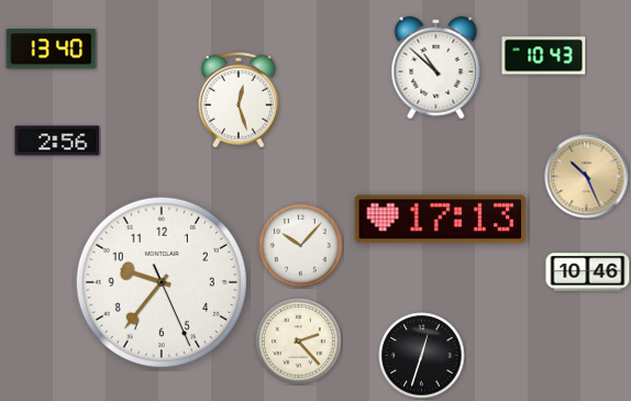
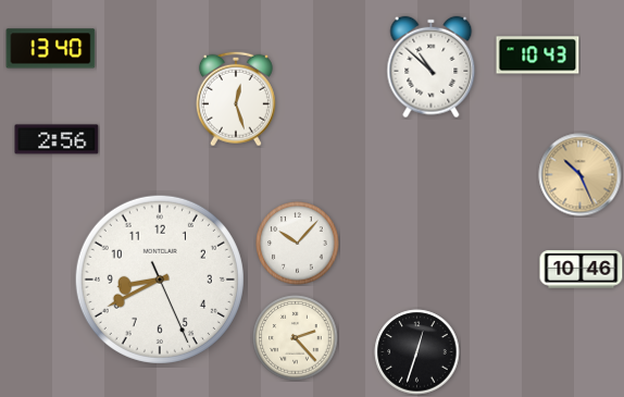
clock at (441, 220): 17:13 -> none
clock at (162, 282): 9:36 -> 8:40
